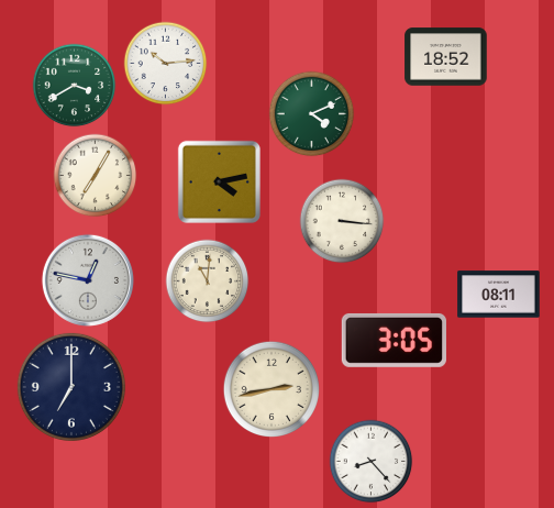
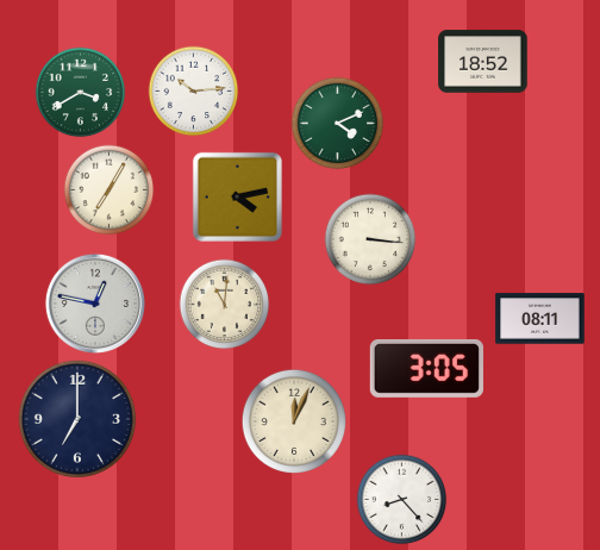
clock at (166, 64) position: (166, 64) -> (194, 92)
clock at (96, 176) position: (96, 176) -> (110, 190)
clock at (270, 388): 2:43 -> 12:04
